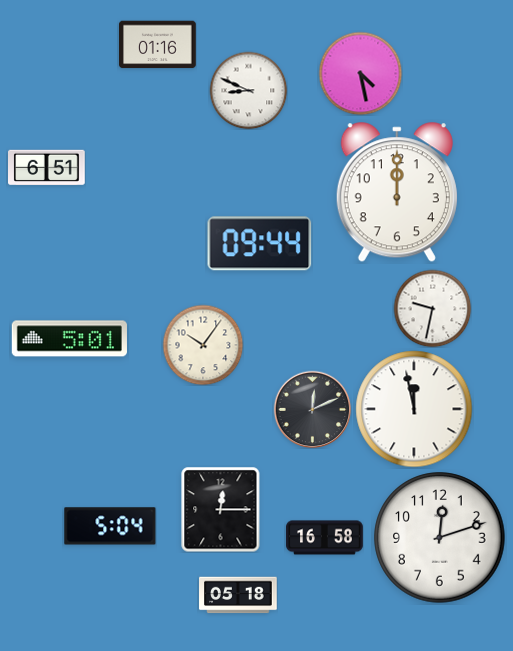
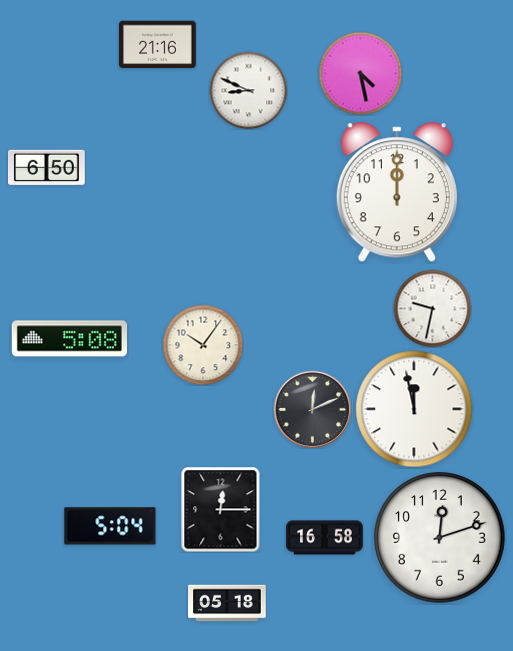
clock at (158, 45): 01:16 -> 21:16
clock at (47, 168): 6:51 -> 6:50
clock at (260, 244): 09:44 -> none
clock at (69, 339): 5:01 -> 5:08
clock at (238, 595) position: (238, 595) -> (227, 603)
